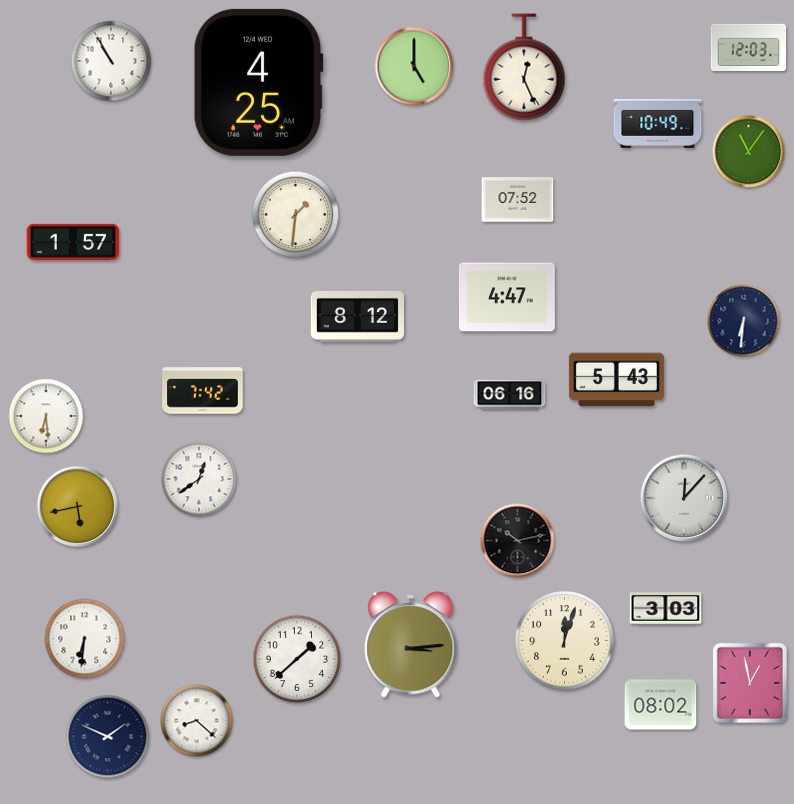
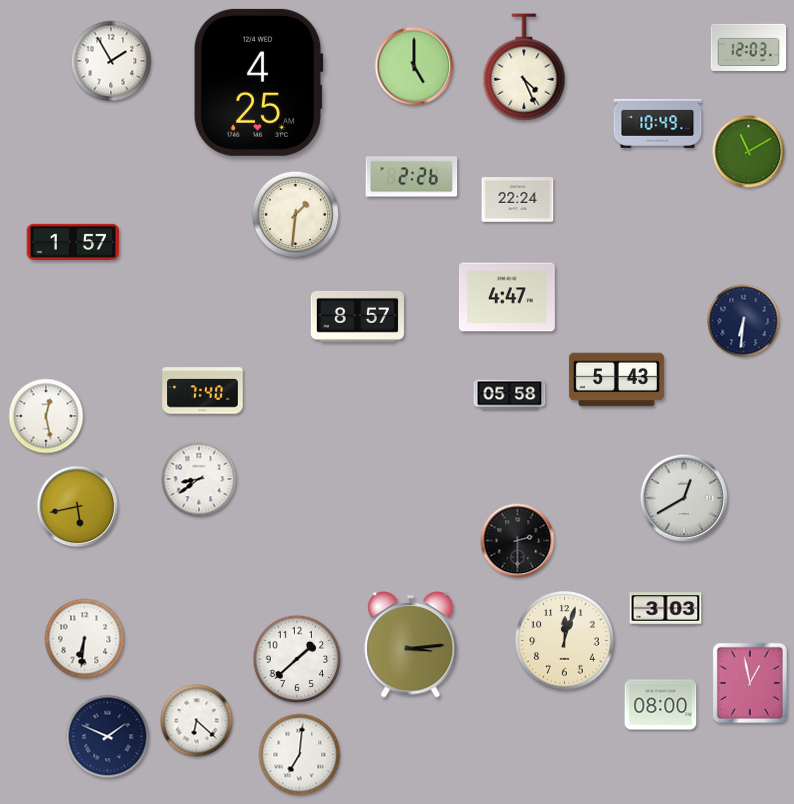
clock at (111, 61): 10:55 -> 1:55
clock at (524, 67): 12:26 -> 4:26
clock at (749, 152): 11:06 -> 11:10
clock at (412, 177): none -> 2:26
clock at (518, 200): 07:52 -> 22:24
clock at (357, 316): 8:12 -> 8:57
clock at (203, 391): 7:42 -> 7:40
clock at (510, 395): 06:16 -> 05:58
clock at (46, 416): 6:29 -> 12:28
clock at (199, 479): 12:39 -> 8:39
clock at (684, 498): 12:07 -> 12:40
clock at (518, 541): 10:13 -> 2:30
clock at (661, 705): 08:02 -> 08:00
clock at (197, 721): 8:22 -> 6:22
clock at (300, 755): none -> 7:01
